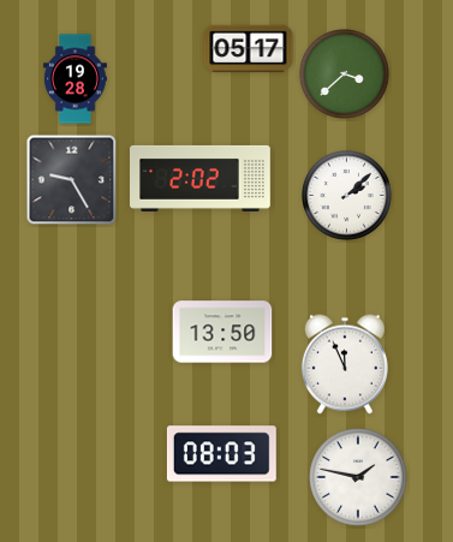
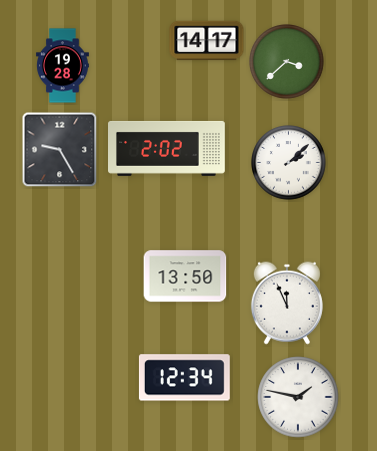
clock at (249, 49): 05:17 -> 14:17
clock at (221, 454): 08:03 -> 12:34
